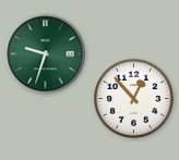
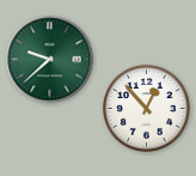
clock at (46, 54): 9:33 -> 9:38
